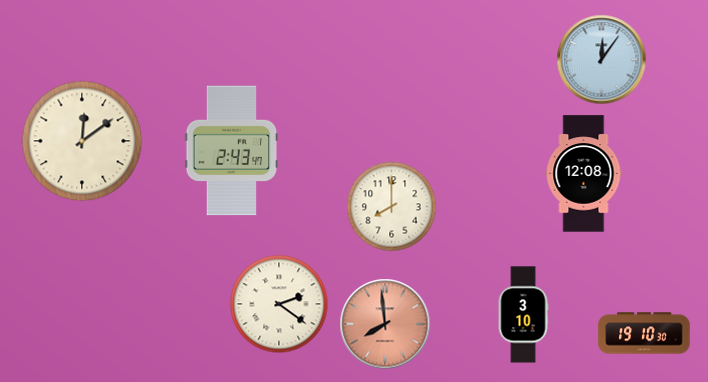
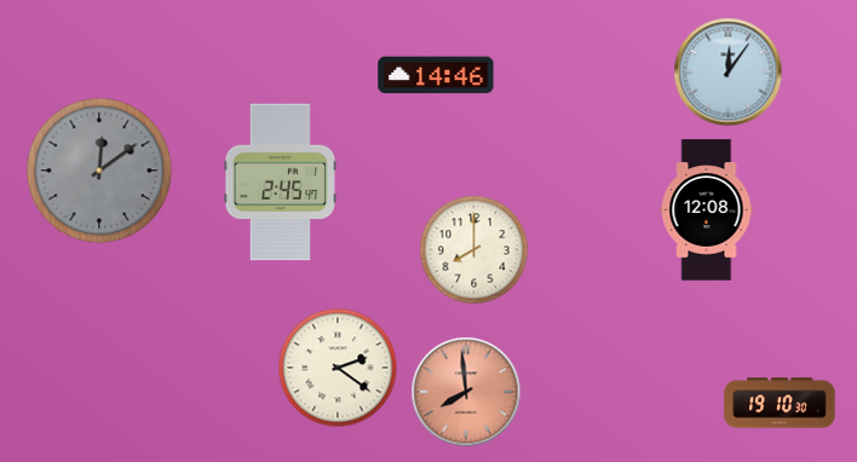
clock at (436, 75): none -> 14:46
clock at (82, 141) dial: cream -> grey
clock at (232, 151): 2:43 -> 2:45
clock at (523, 315): 3:10 -> none
